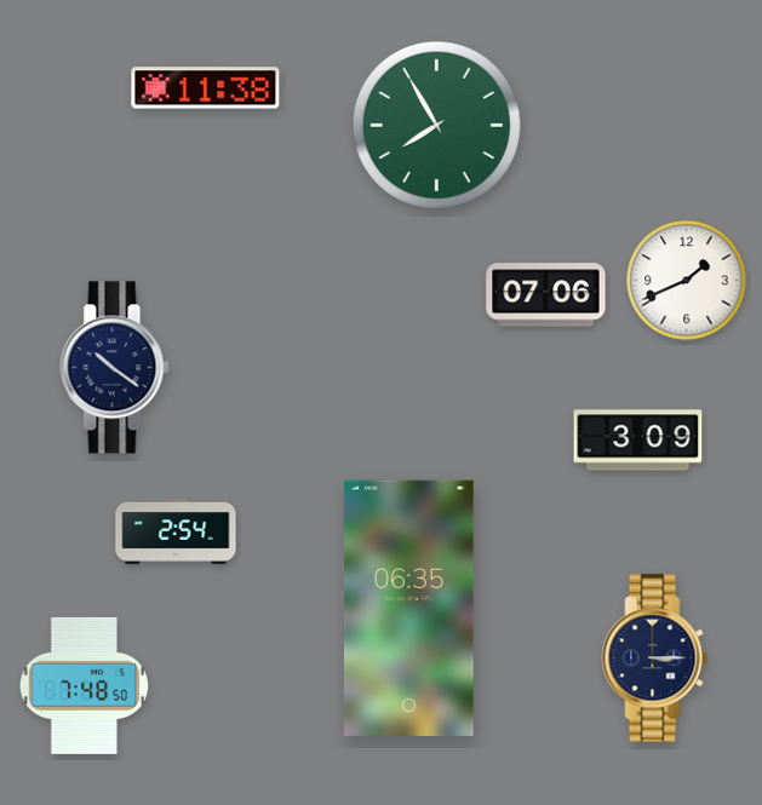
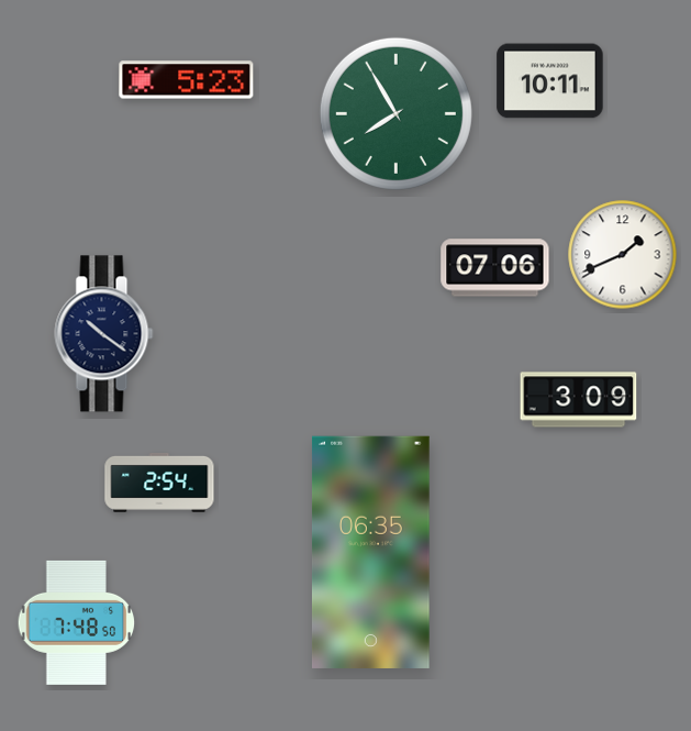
clock at (206, 88): 11:38 -> 5:23
clock at (550, 81): none -> 10:11
clock at (655, 659): 3:15 -> none
